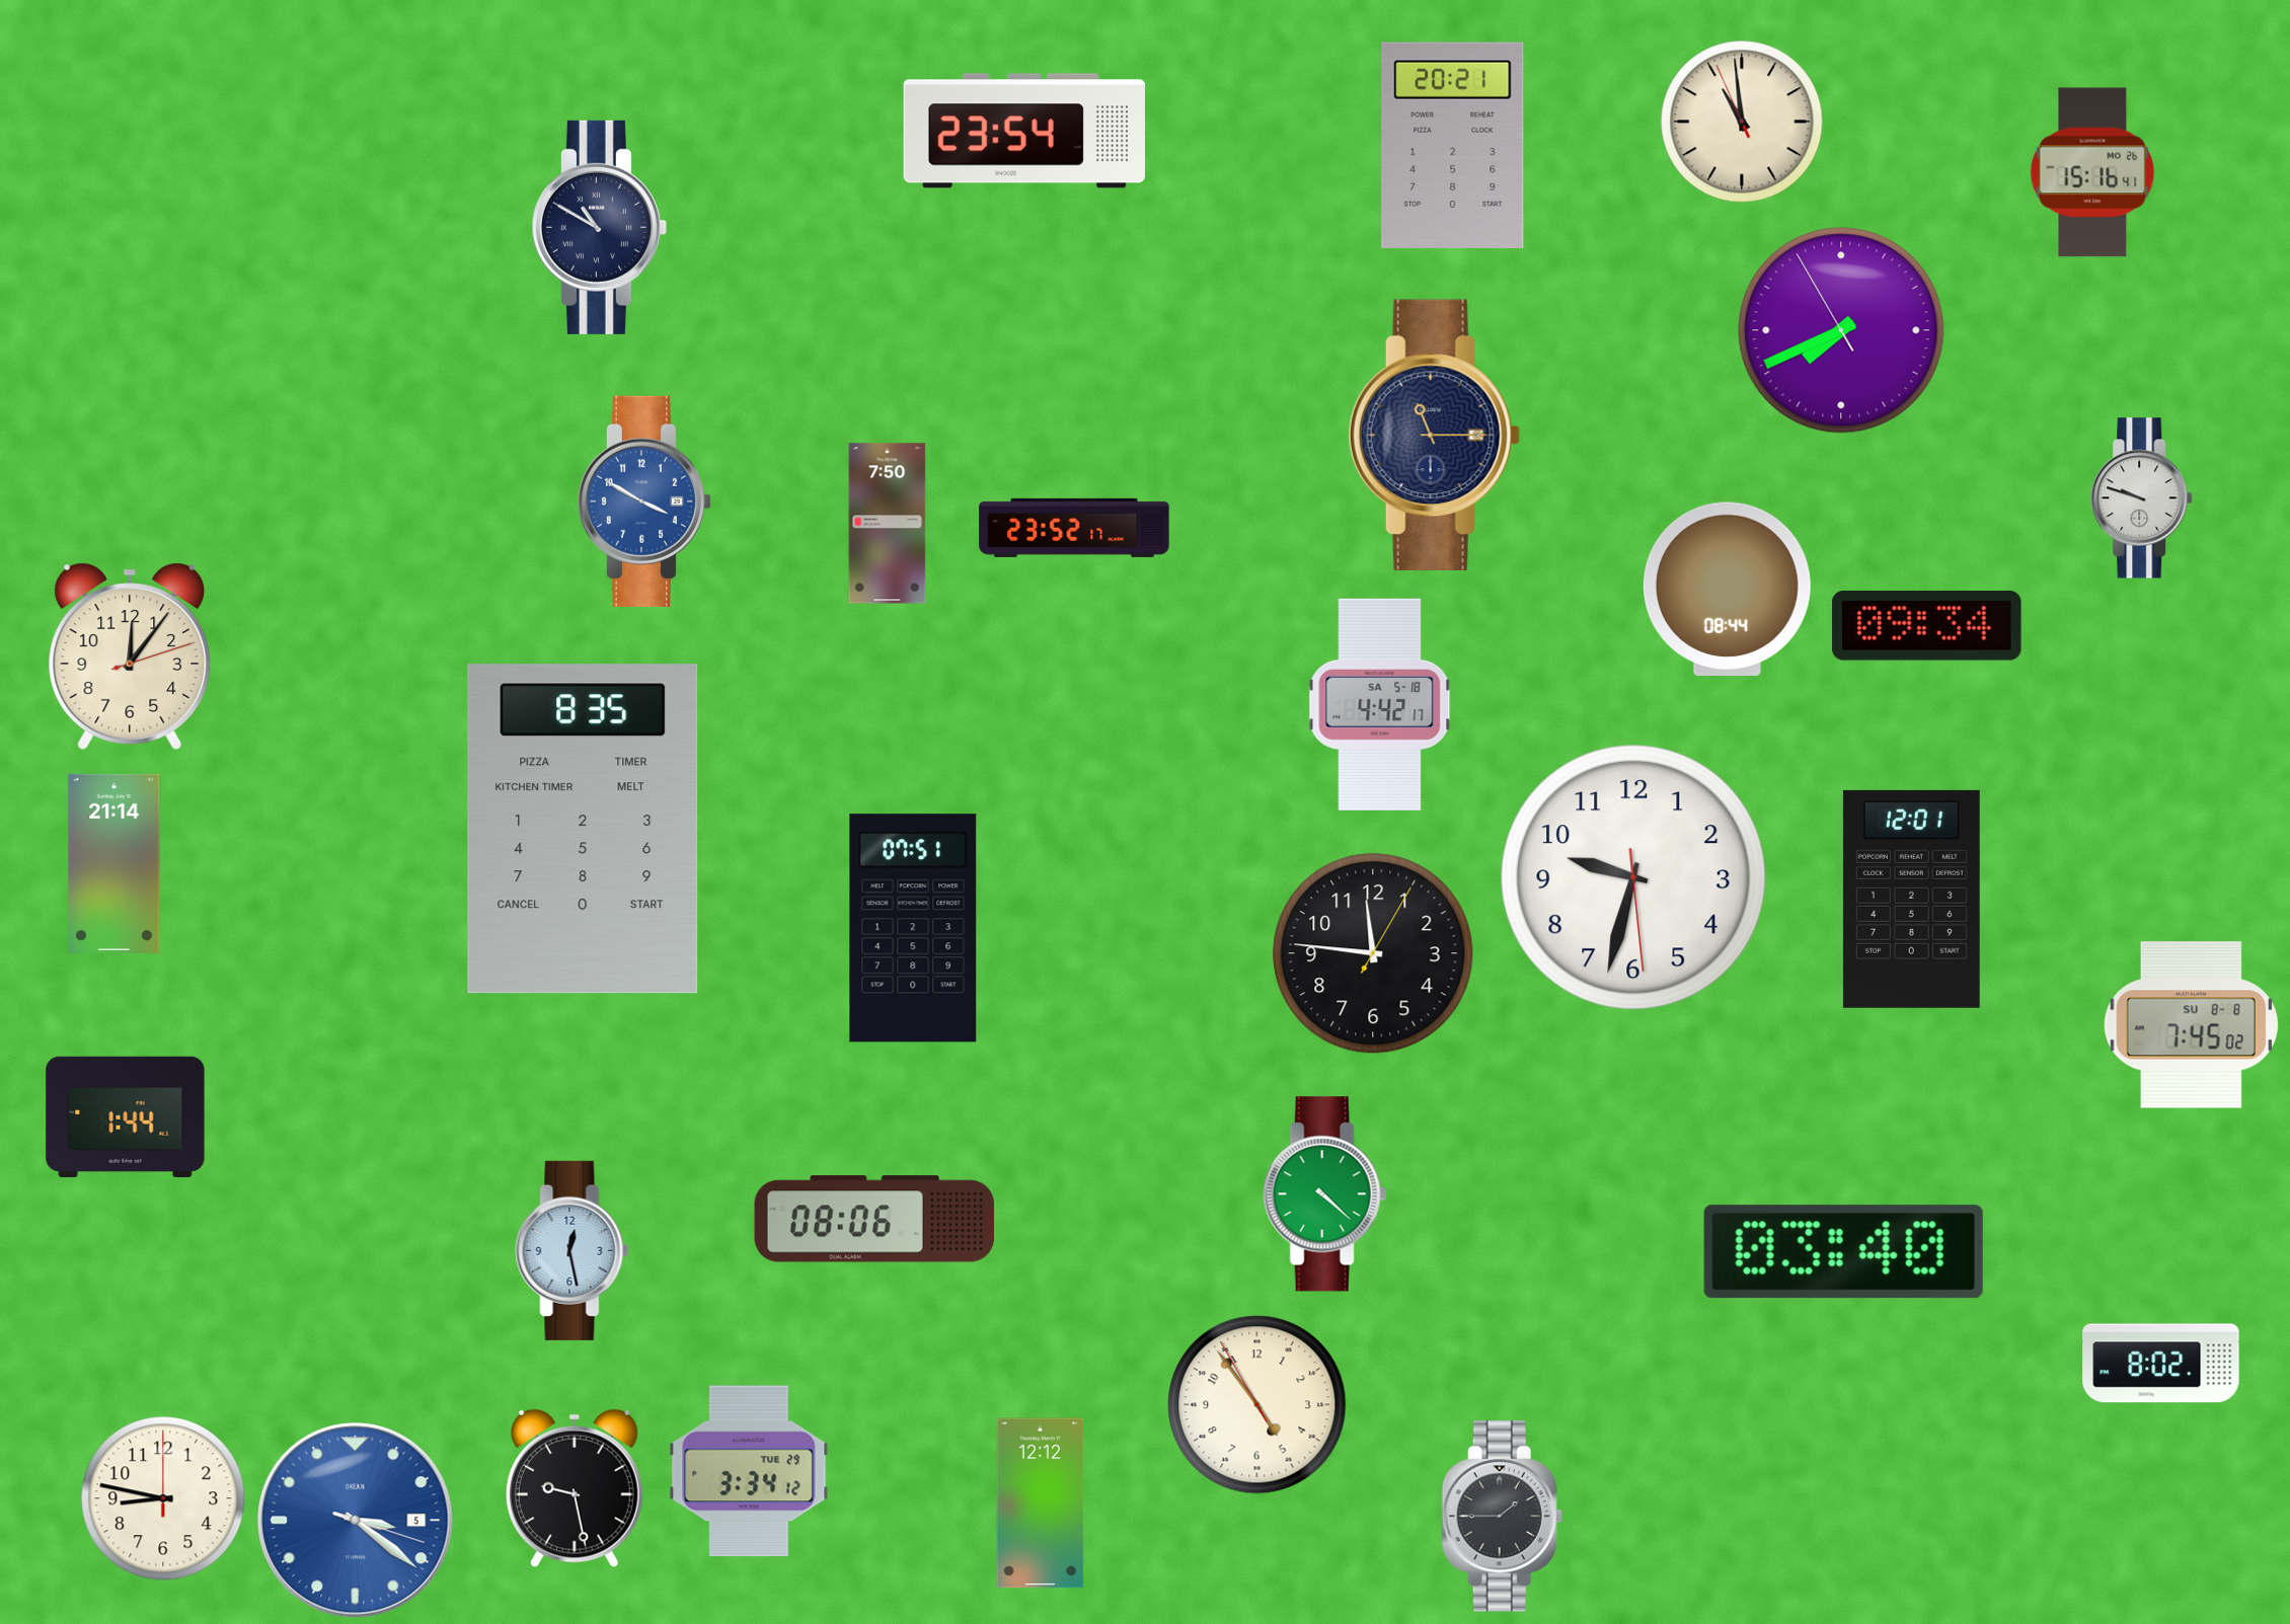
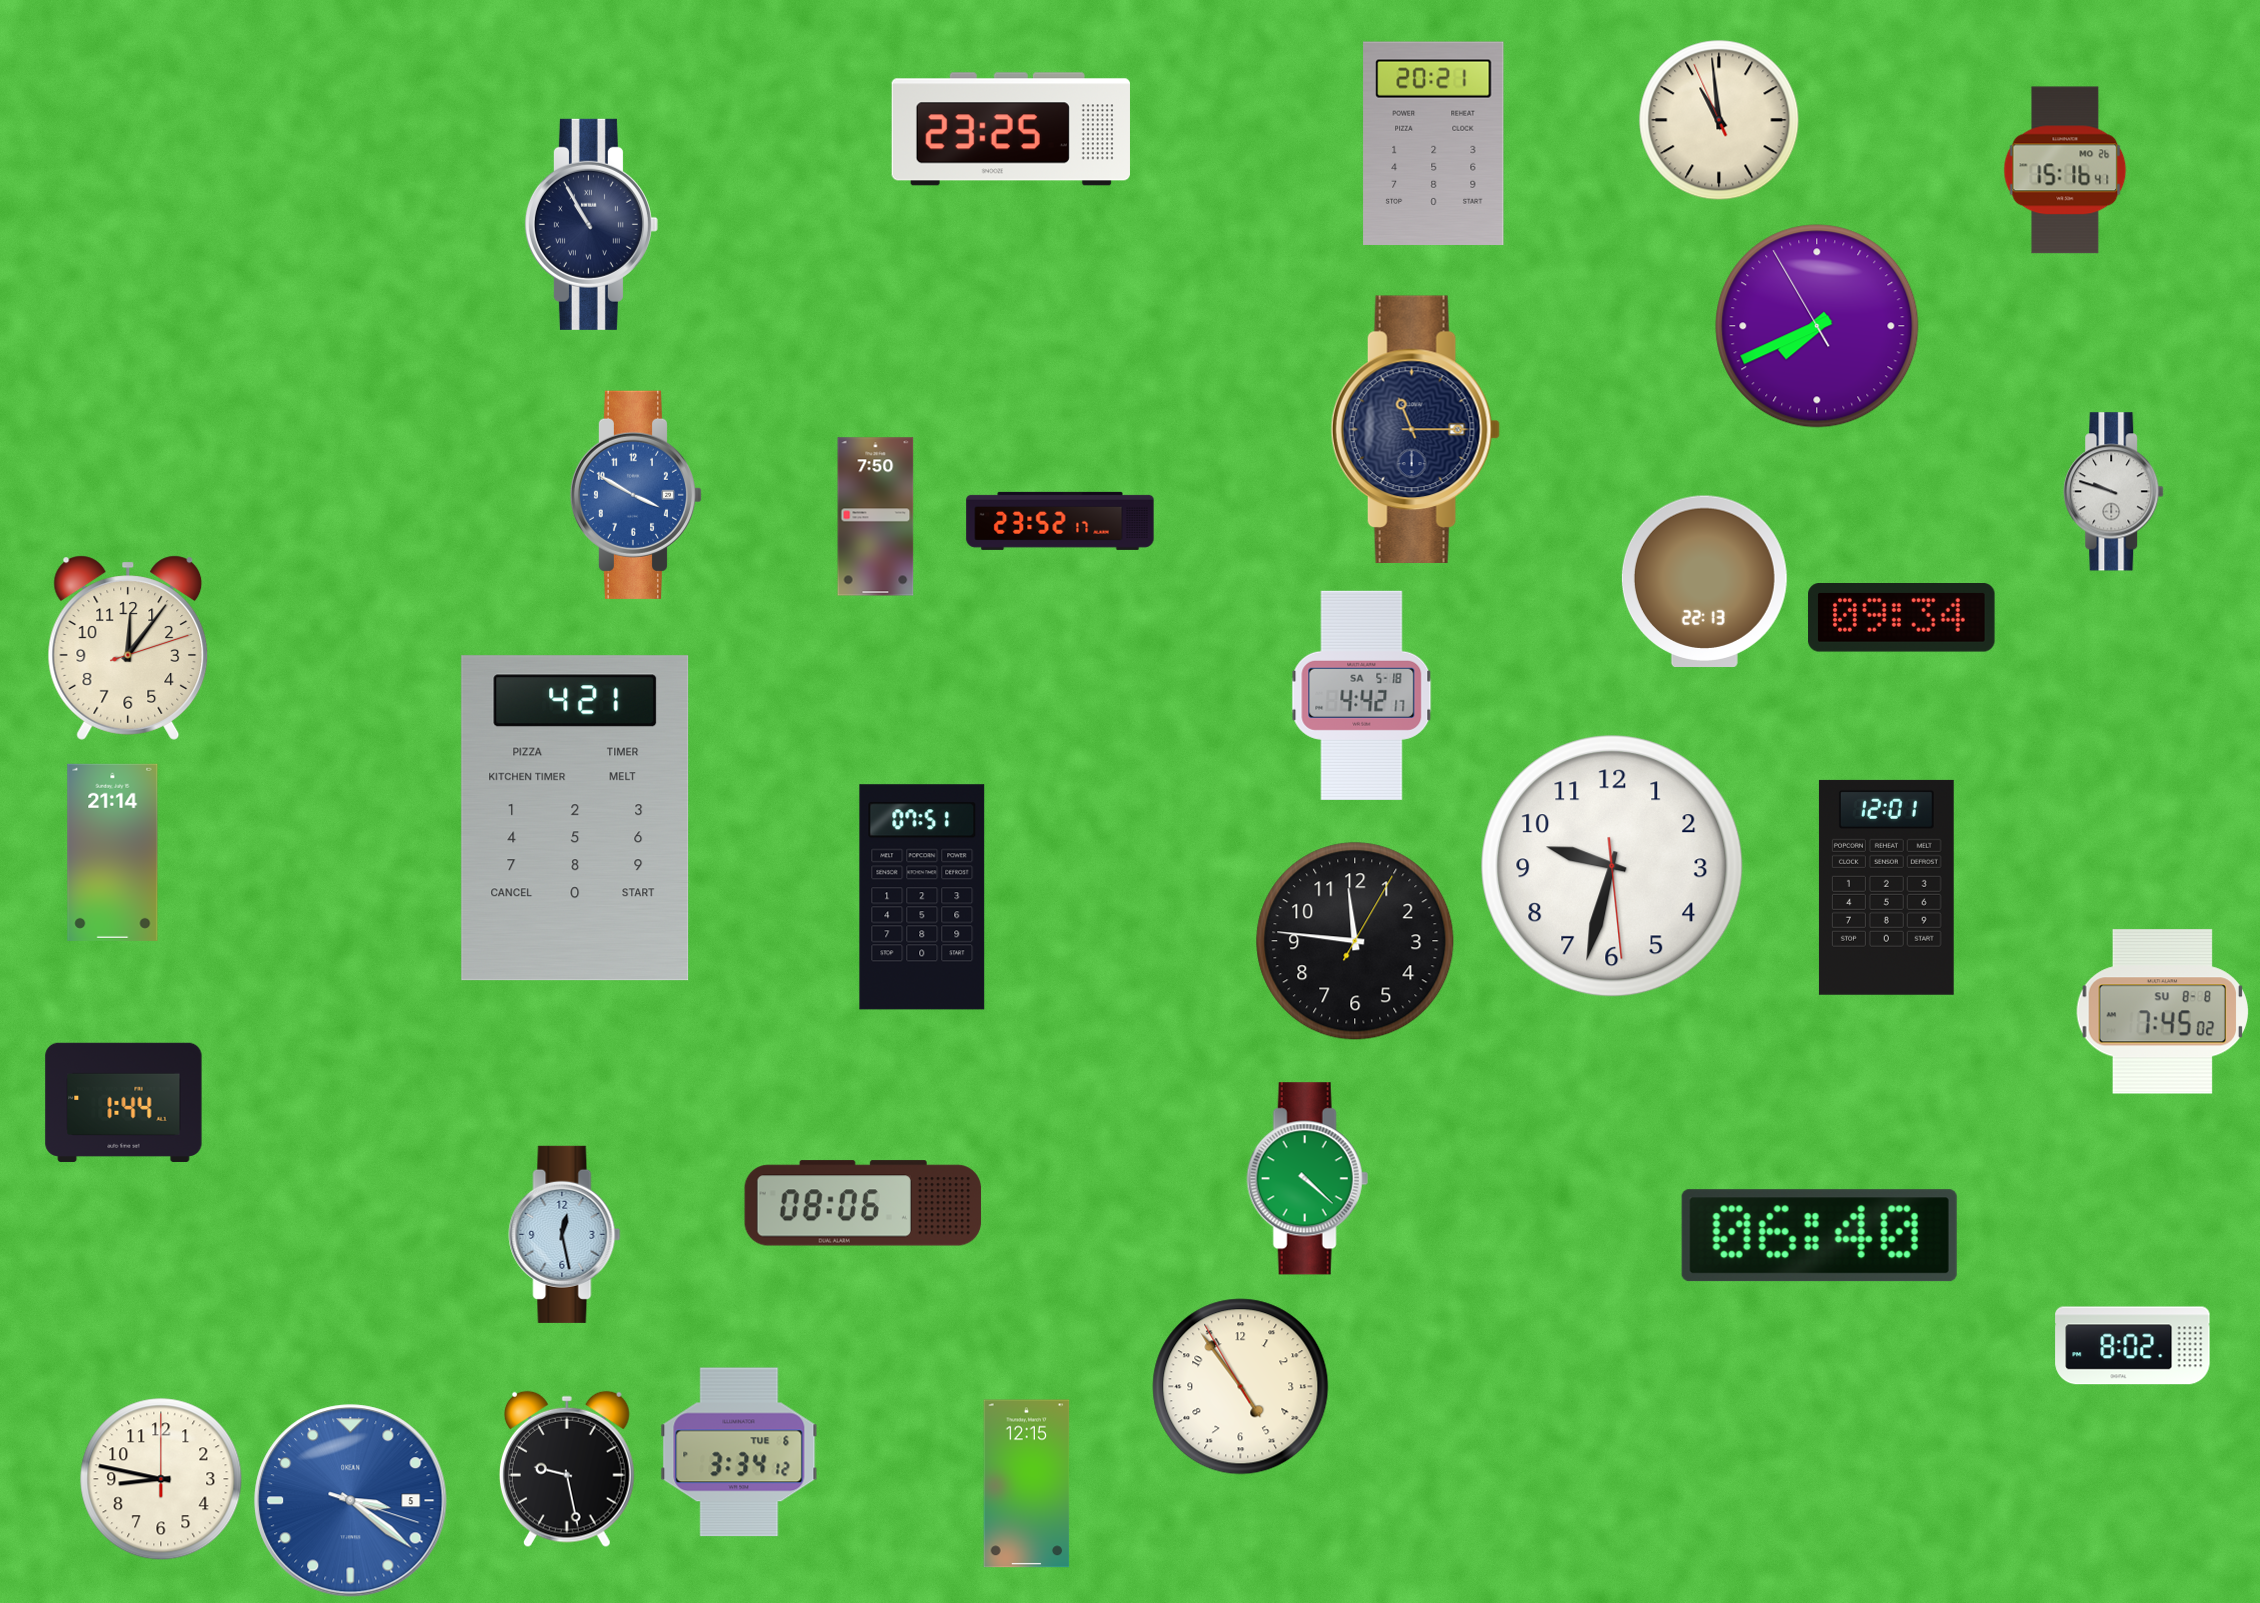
clock at (1024, 131): 23:54 -> 23:25
clock at (599, 227): 10:50 -> 10:55
clock at (1727, 589): 08:44 -> 22:13
clock at (583, 829): 8:35 -> 4:21
clock at (913, 928) position: (913, 928) -> (922, 897)
clock at (1843, 1252): 03:40 -> 06:40
clock at (749, 1471) date: TUE 29 -> TUE 6
clock at (1041, 1503): 12:12 -> 12:15
clock at (1502, 1517): 1:45 -> none
